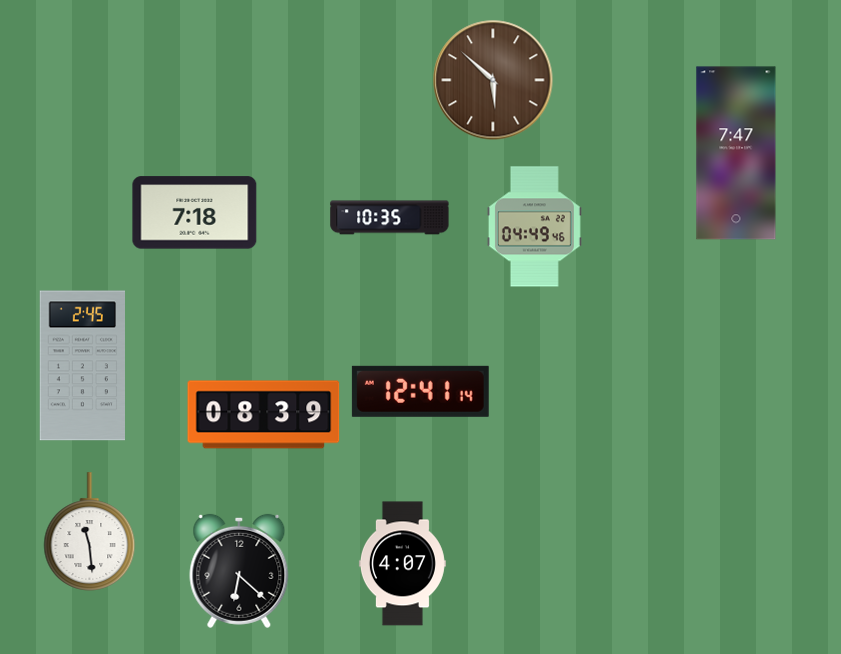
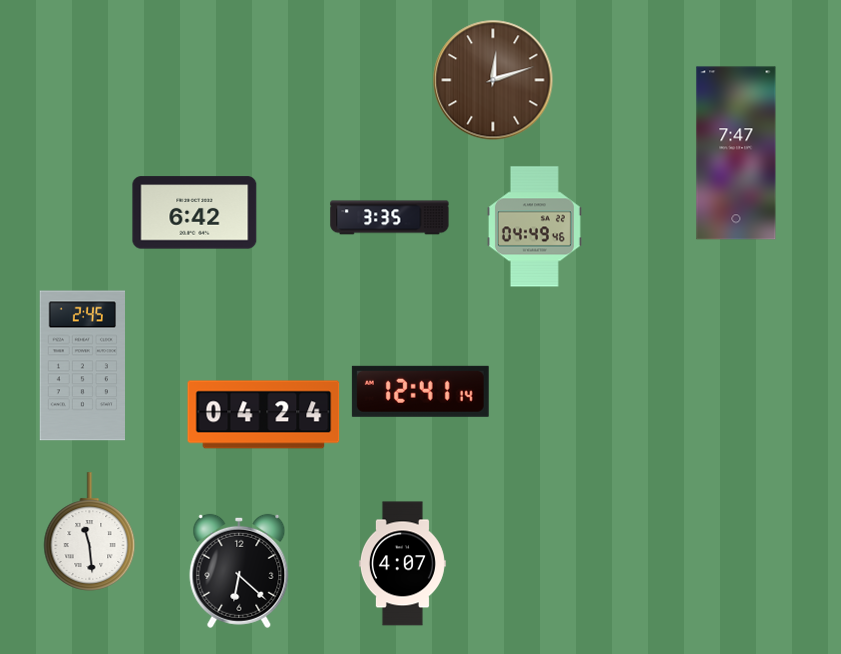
clock at (493, 80): 5:52 -> 12:12
clock at (195, 213): 7:18 -> 6:42
clock at (390, 218): 10:35 -> 3:35
clock at (264, 415): 08:39 -> 04:24
